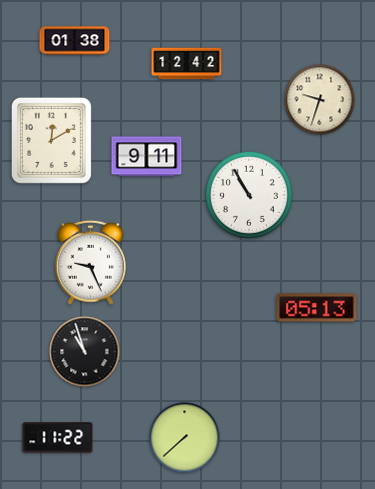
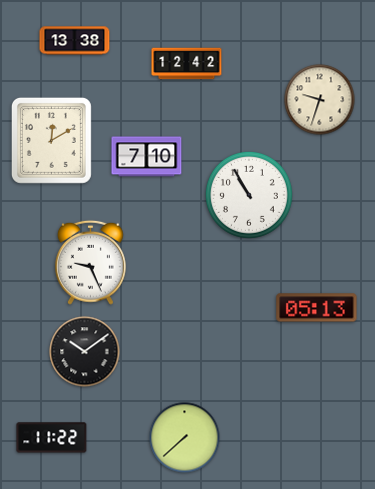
clock at (75, 41): 01:38 -> 13:38
clock at (147, 157): 9:11 -> 7:10
clock at (85, 352): 10:57 -> 10:09
clock at (58, 438) position: (58, 438) -> (52, 438)
